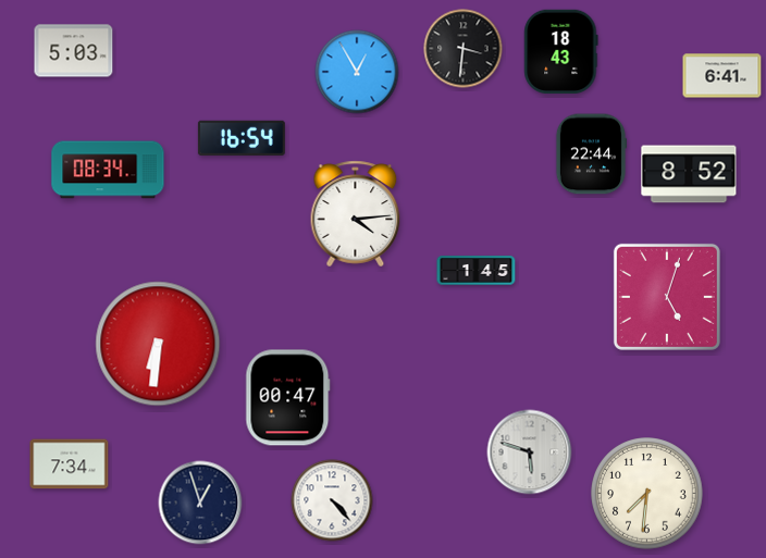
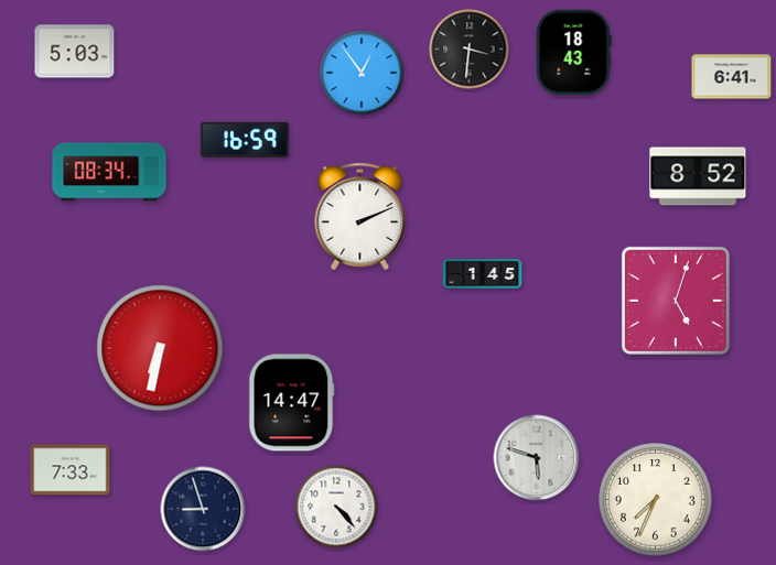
clock at (561, 51) position: (561, 51) -> (574, 52)
clock at (357, 72): 12:55 -> 12:54
clock at (242, 138): 16:54 -> 16:59
clock at (591, 154): 22:44 -> none
clock at (356, 214): 4:14 -> 2:11
clock at (158, 344): 6:31 -> 6:32
clock at (288, 398): 00:47 -> 14:47
clock at (70, 464): 7:34 -> 7:33
clock at (647, 494): 7:31 -> 7:34
clock at (200, 503): 12:57 -> 8:57
